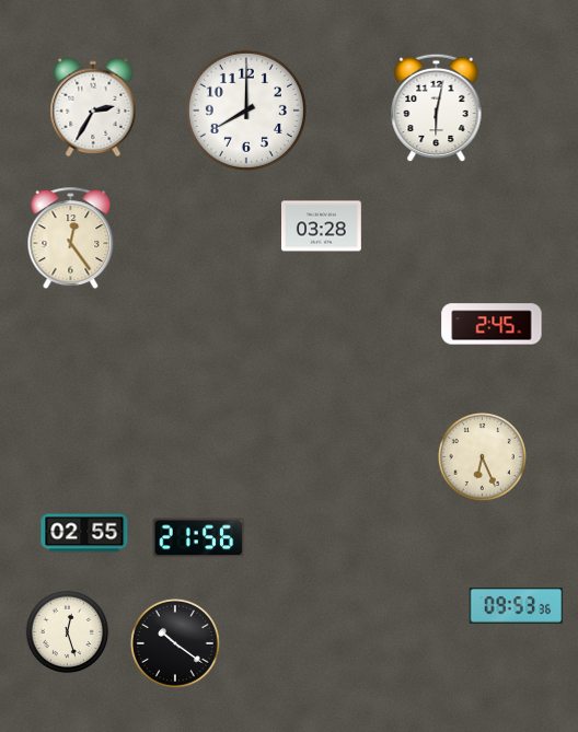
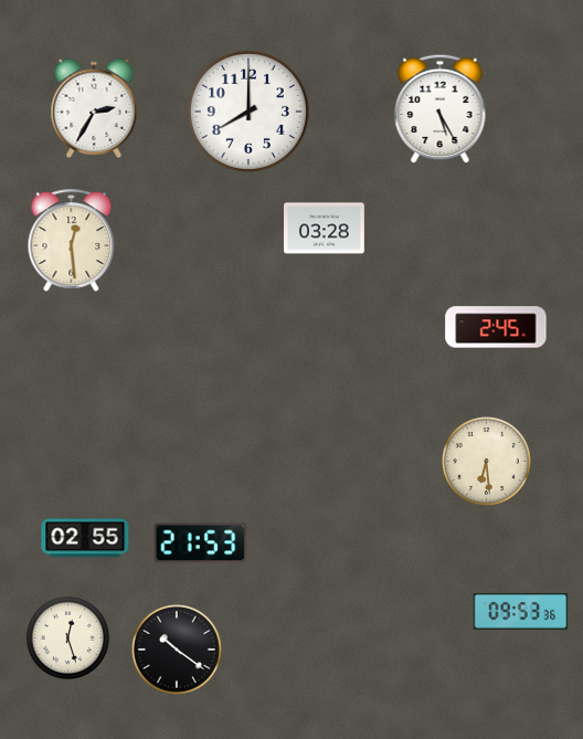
clock at (437, 108): 6:02 -> 5:25
clock at (71, 237): 12:24 -> 12:29
clock at (482, 456): 6:26 -> 6:29
clock at (199, 538): 21:56 -> 21:53
